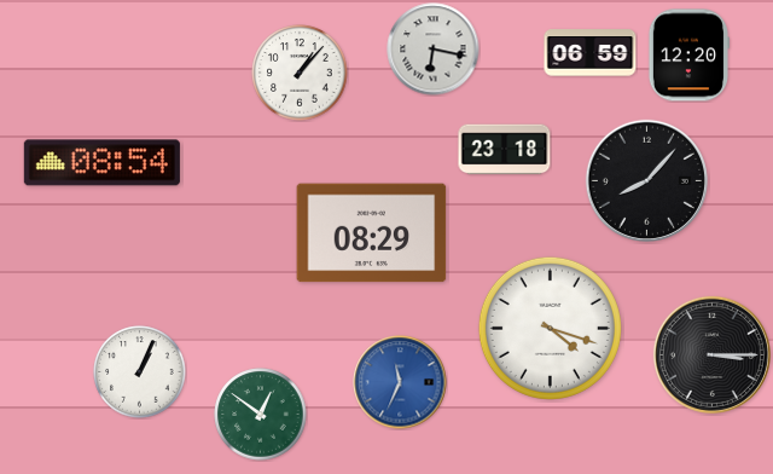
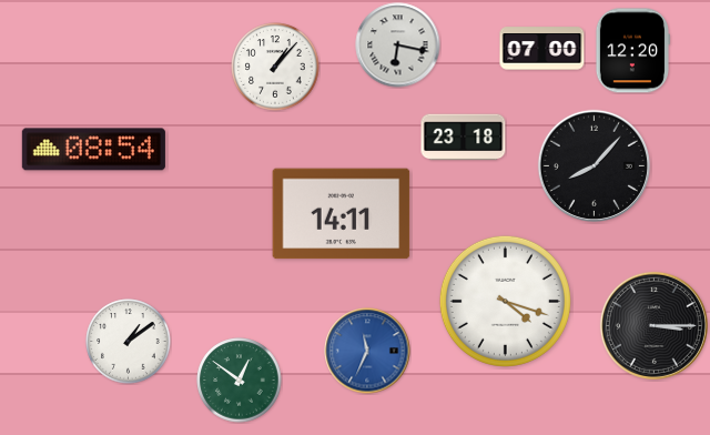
clock at (591, 53): 06:59 -> 07:00
clock at (372, 233): 08:29 -> 14:11
clock at (140, 372): 1:04 -> 1:09
